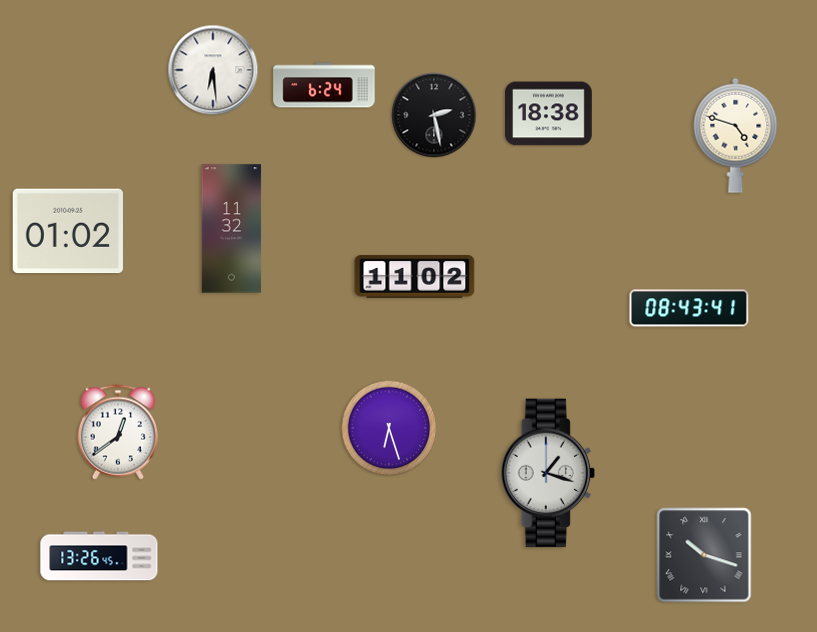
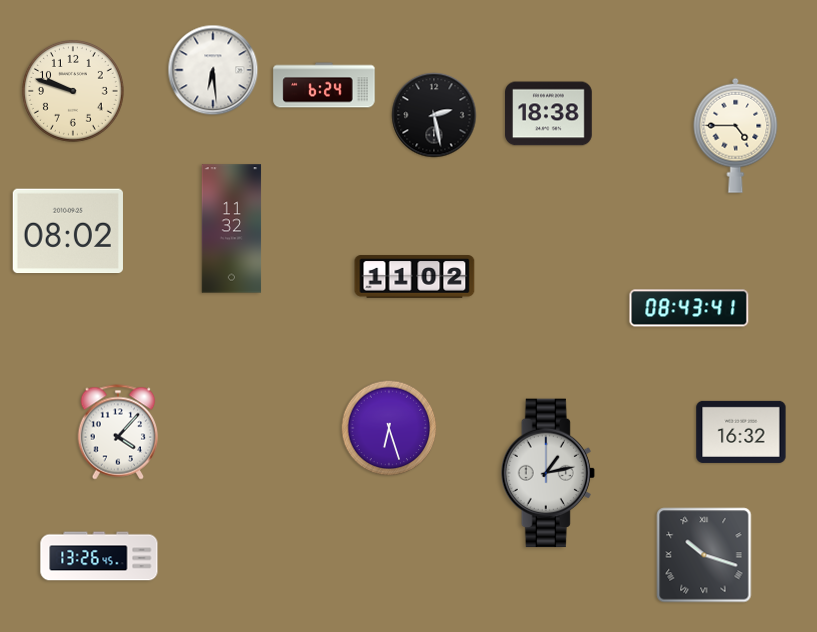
clock at (73, 91): none -> 9:48
clock at (736, 135): 4:48 -> 4:45
clock at (68, 231): 01:02 -> 08:02
clock at (118, 432): 12:39 -> 4:07
clock at (741, 432): none -> 16:32
clock at (548, 473): 1:18 -> 1:13
